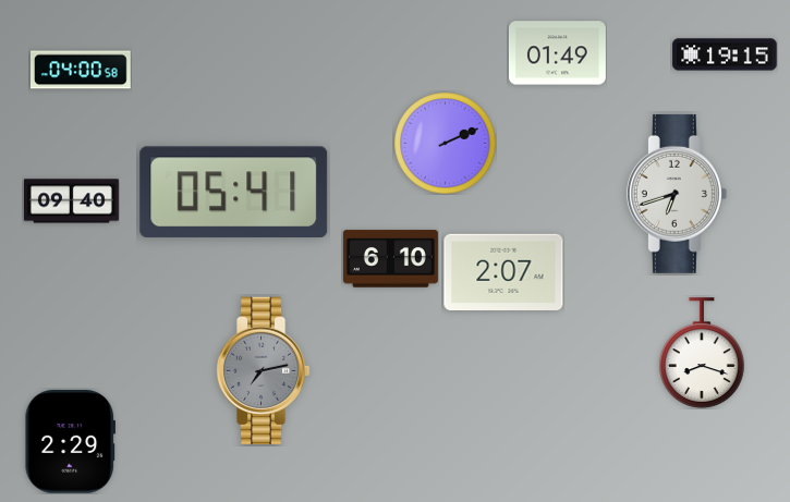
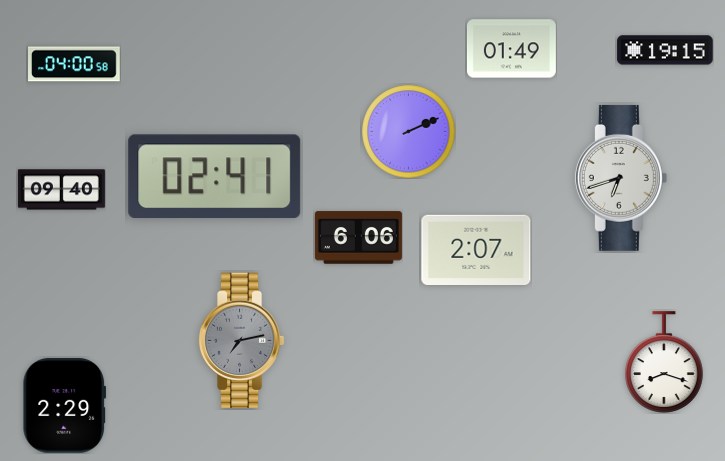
clock at (234, 193): 05:41 -> 02:41
clock at (71, 201) position: (71, 201) -> (61, 190)
clock at (390, 259): 6:10 -> 6:06
clock at (503, 271) position: (503, 271) -> (476, 249)
clock at (703, 353) position: (703, 353) -> (665, 362)
